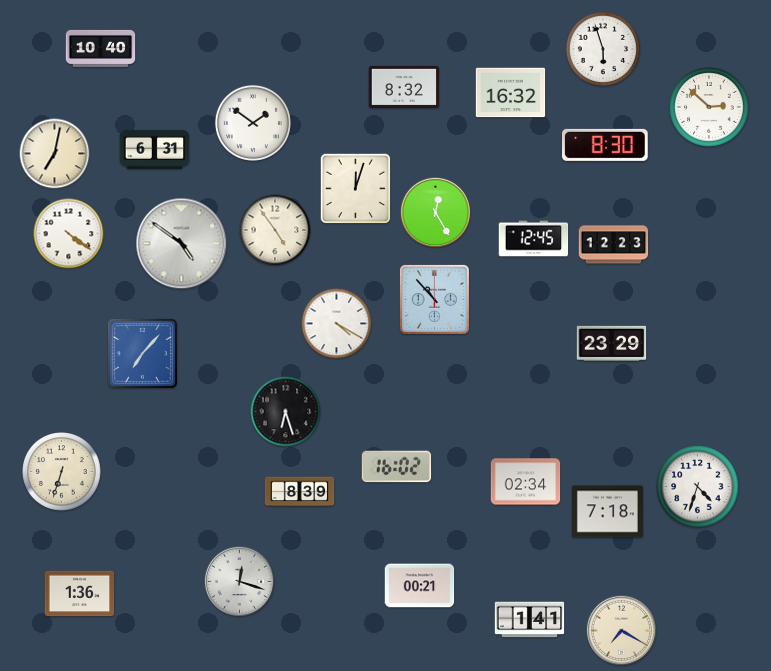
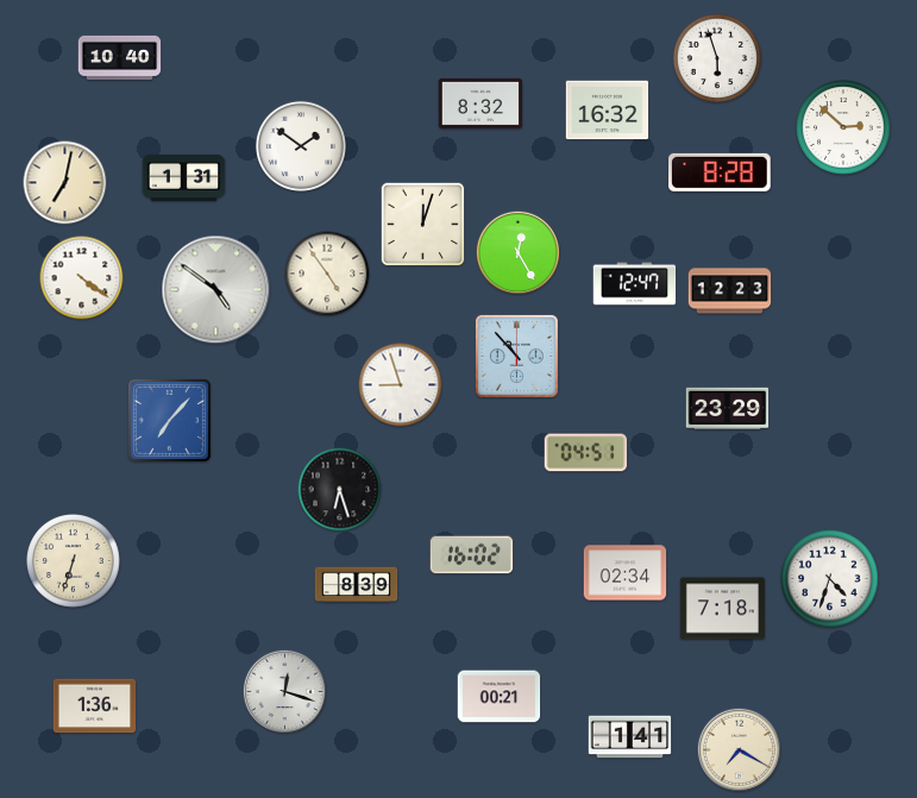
clock at (606, 145): 8:30 -> 8:28
clock at (155, 149): 6:31 -> 1:31
clock at (534, 239): 12:45 -> 12:47
clock at (337, 324): 4:20 -> 8:57
clock at (586, 453): none -> 04:51
